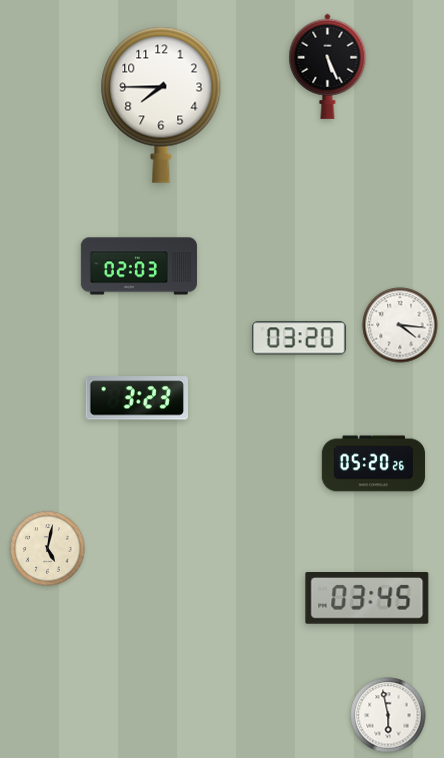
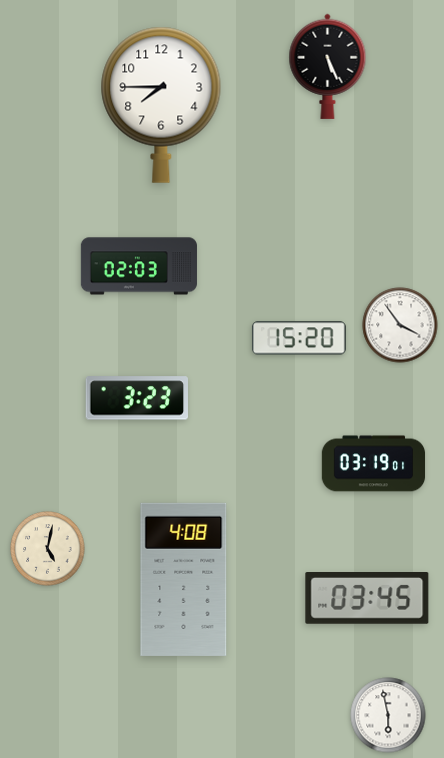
clock at (400, 325): 4:16 -> 3:54
clock at (299, 338): 03:20 -> 15:20
clock at (374, 464): 05:20 -> 03:19
clock at (184, 579): none -> 4:08
